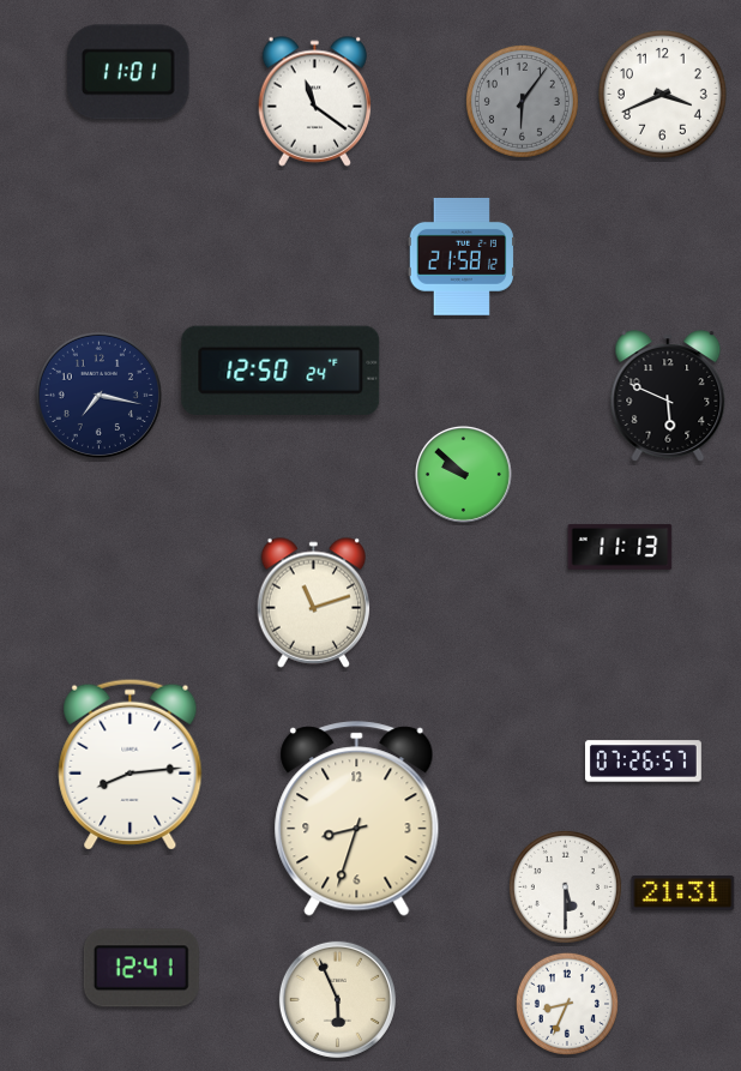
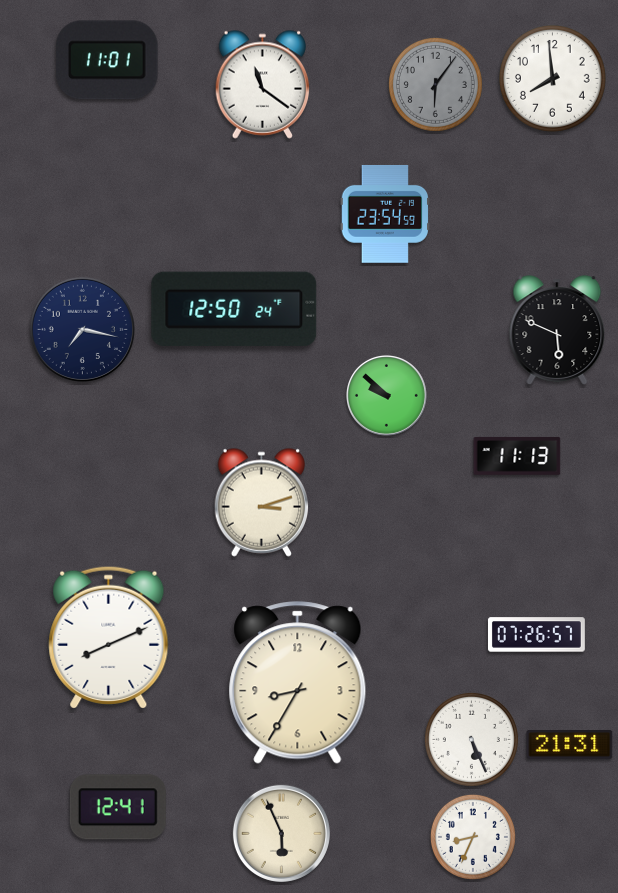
clock at (663, 95): 3:41 -> 7:59
clock at (462, 257): 21:58 -> 23:54
clock at (314, 602): 11:12 -> 3:12
clock at (131, 764): 8:14 -> 8:11
clock at (357, 819): 8:33 -> 8:35
clock at (565, 886): 5:30 -> 5:26
